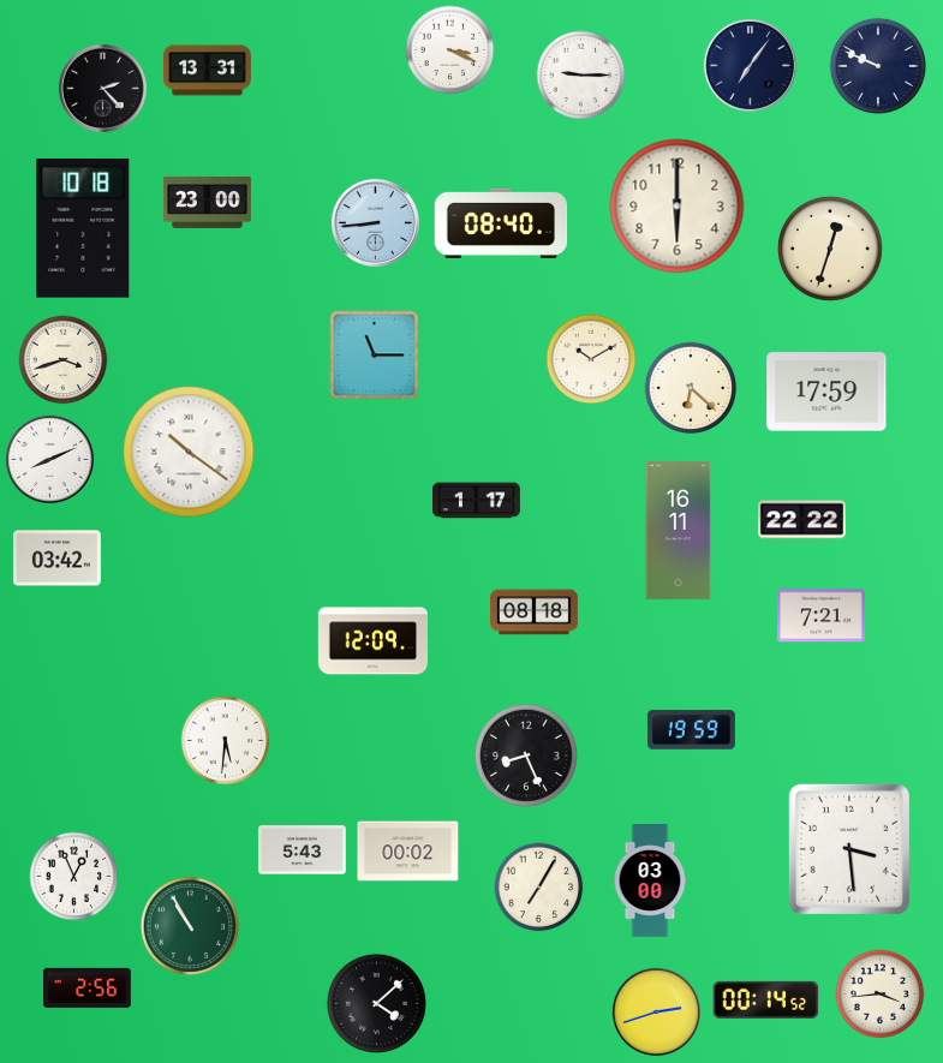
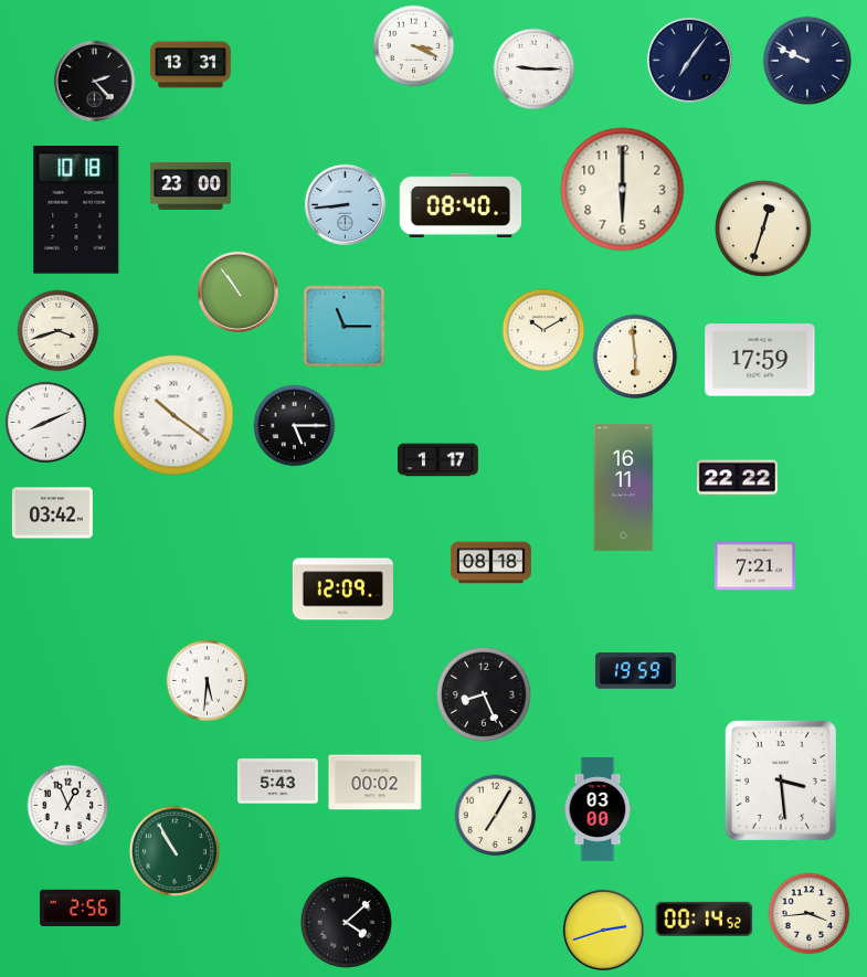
clock at (237, 291): none -> 10:54
clock at (691, 388): 6:22 -> 5:59
clock at (295, 426): none -> 5:15
